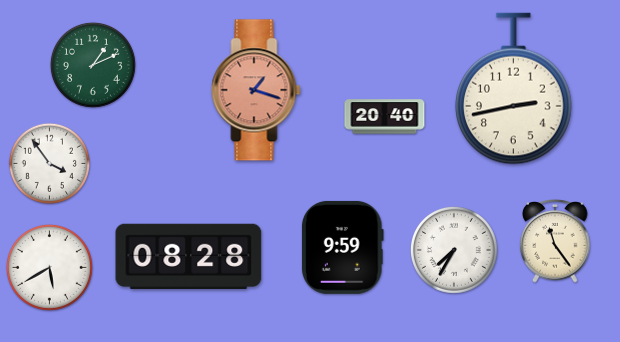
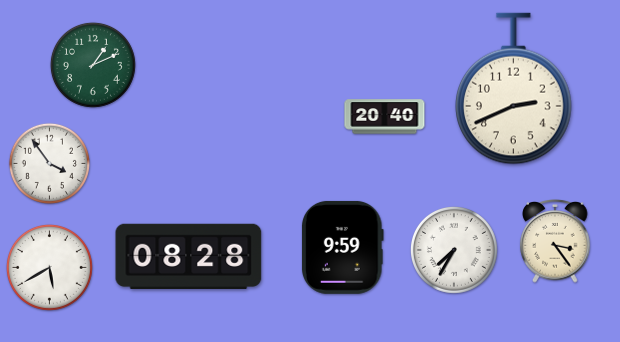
clock at (514, 89): 2:43 -> 2:41
clock at (256, 90): 1:18 -> none
clock at (555, 241): 11:24 -> 3:24
